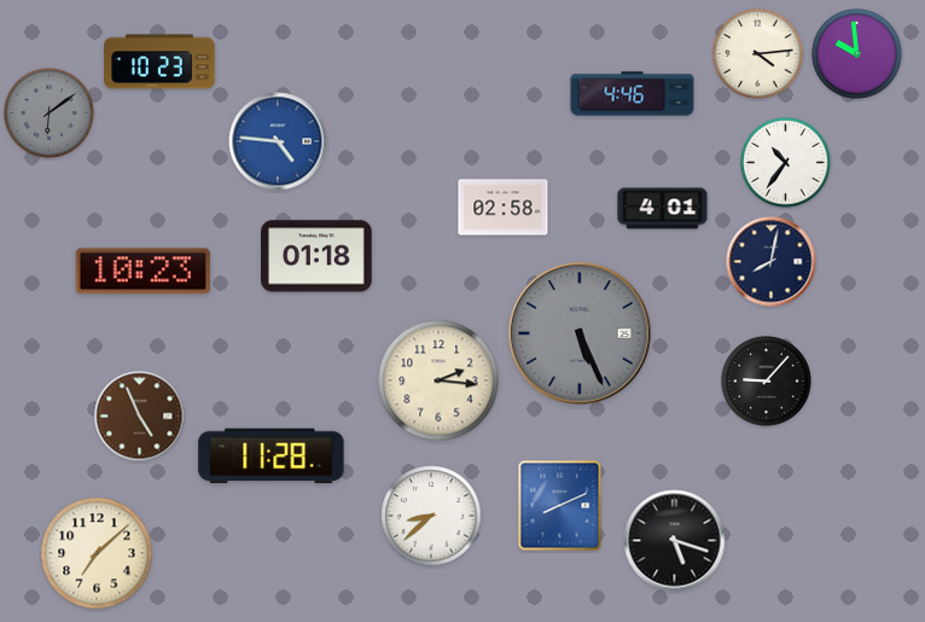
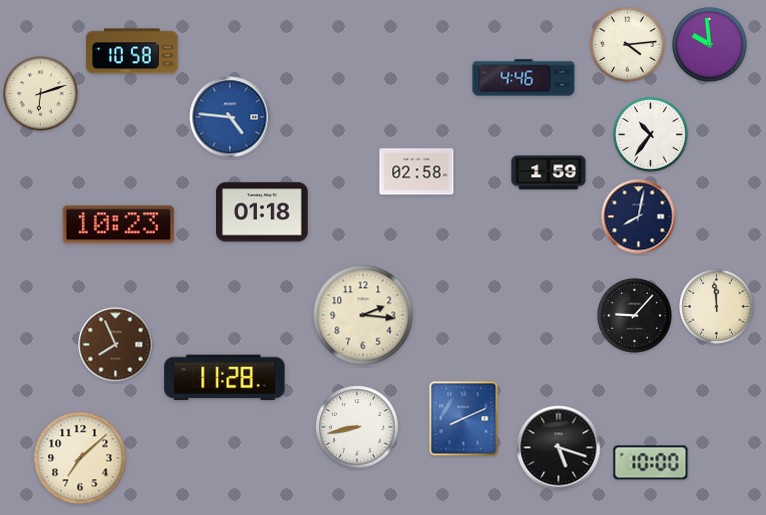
clock at (159, 62): 10:23 -> 10:58
clock at (50, 114): 6:09 -> 6:12
clock at (50, 114) dial: grey -> cream
clock at (663, 209): 4:01 -> 1:59
clock at (580, 333): 5:26 -> none
clock at (717, 307): none -> 11:59
clock at (140, 417): 4:56 -> 7:56
clock at (431, 516): 8:38 -> 8:43
clock at (651, 463): none -> 10:00
